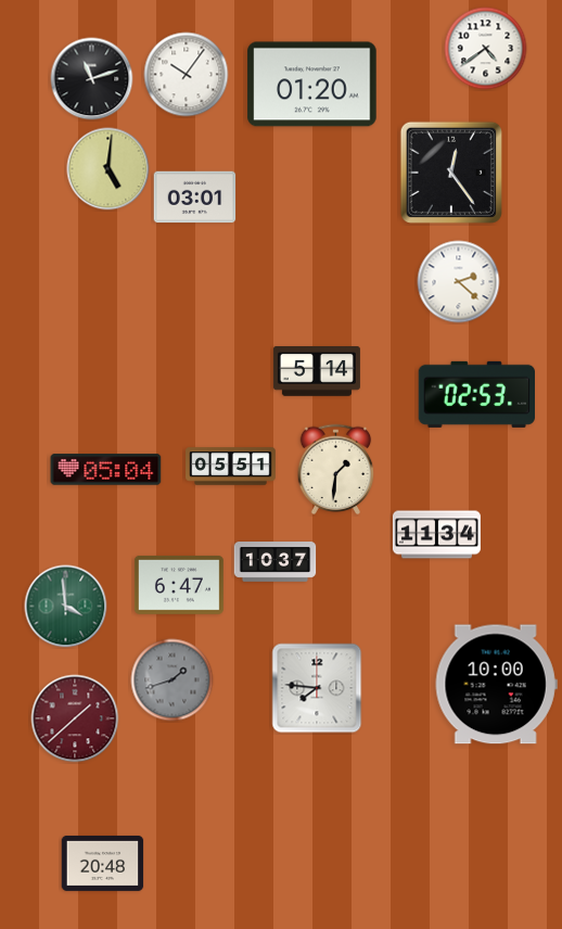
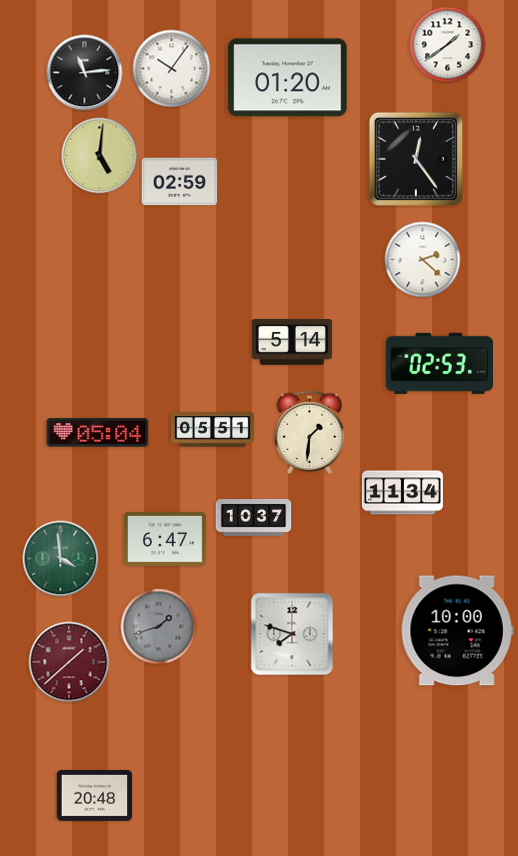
clock at (486, 49): 4:39 -> 1:39
clock at (92, 79): 11:12 -> 11:14
clock at (195, 198): 03:01 -> 02:59
clock at (317, 688): 7:46 -> 7:48
